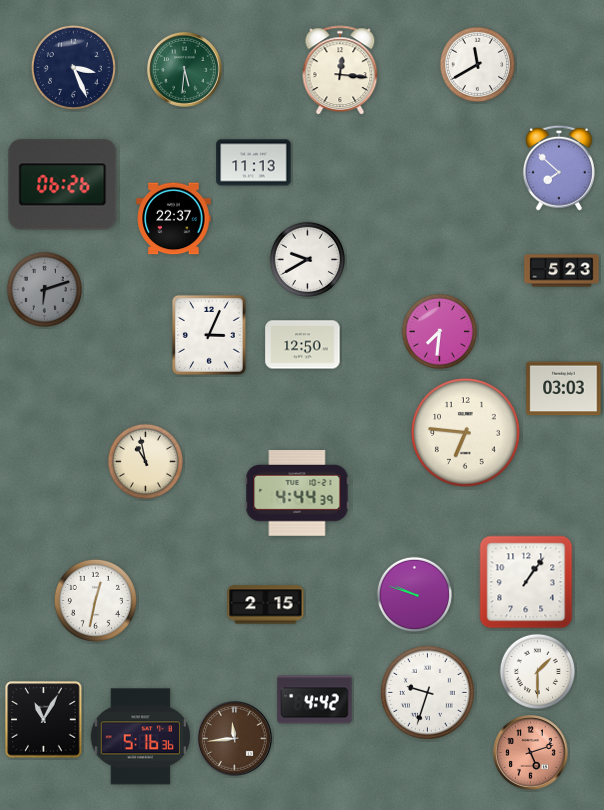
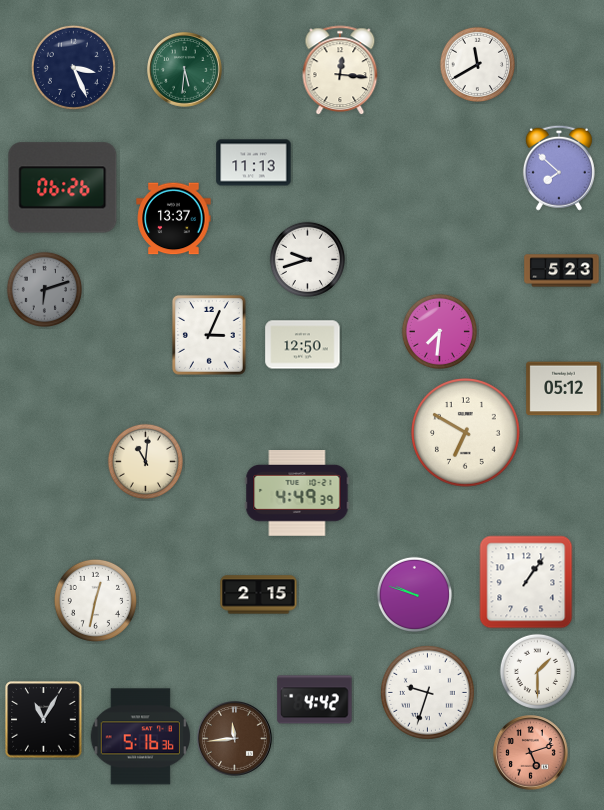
clock at (63, 185) position: (63, 185) -> (63, 188)
clock at (174, 219): 22:37 -> 13:37
clock at (307, 259): 9:40 -> 9:42
clock at (564, 389): 03:03 -> 05:12
clock at (466, 433): 6:46 -> 6:50
clock at (145, 461): 10:58 -> 11:01
clock at (297, 494): 4:44 -> 4:49
clock at (266, 605) position: (266, 605) -> (259, 595)
